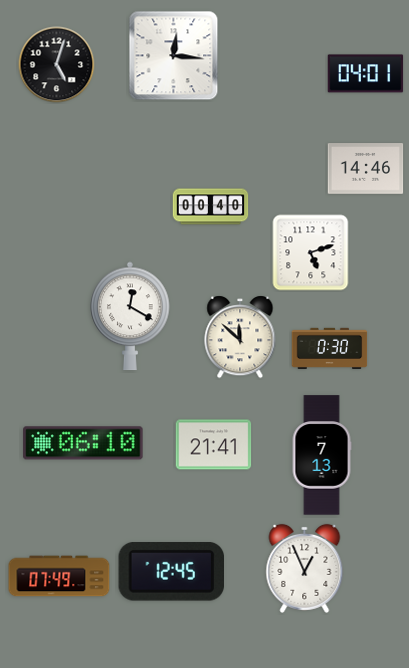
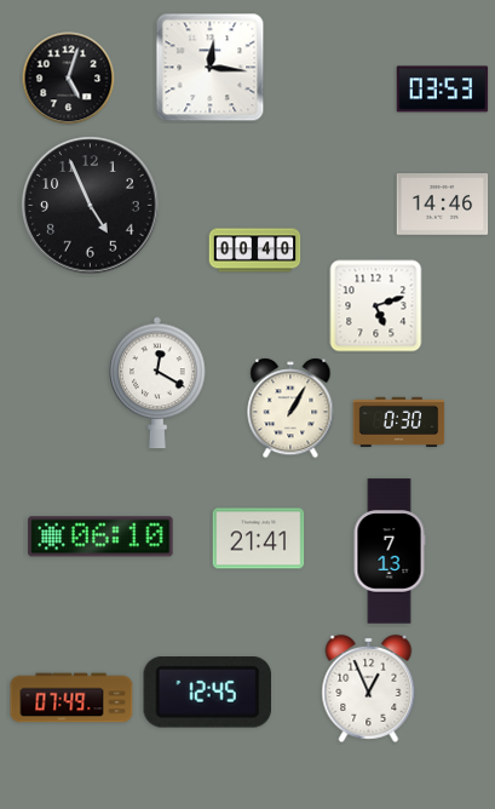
clock at (366, 74): 04:01 -> 03:53
clock at (91, 206): none -> 4:56
clock at (240, 337): 11:52 -> 1:05
